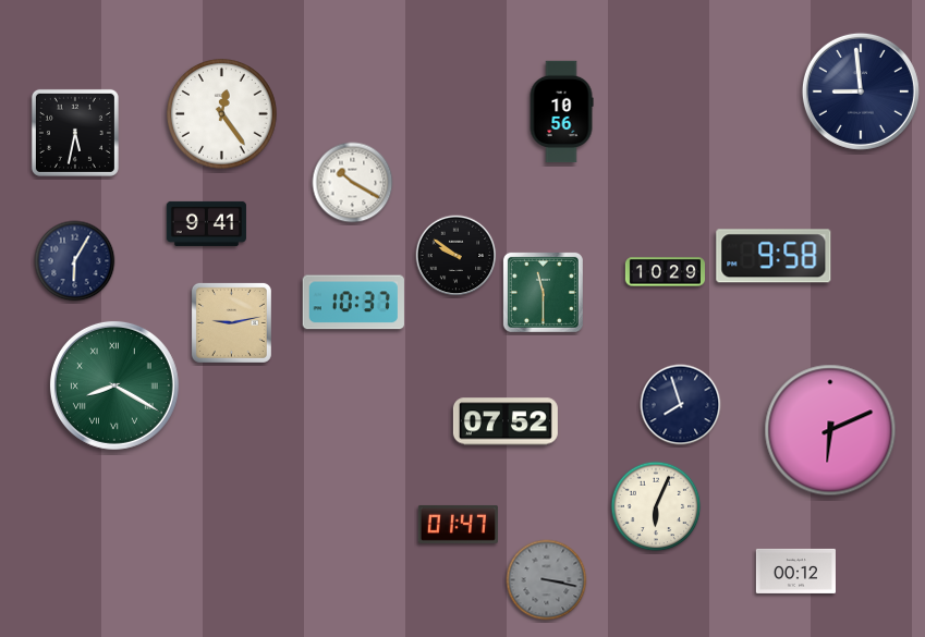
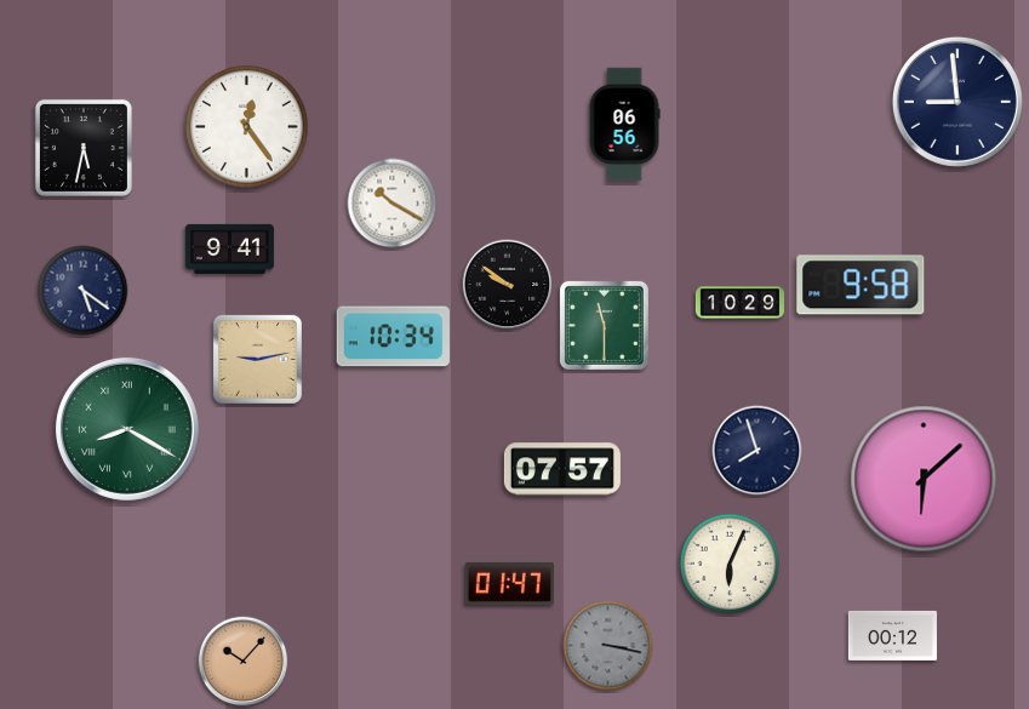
clock at (561, 112): 10:56 -> 06:56
clock at (75, 261): 6:05 -> 5:21
clock at (353, 303): 10:37 -> 10:34
clock at (506, 421): 07:52 -> 07:57
clock at (830, 430): 6:11 -> 6:08
clock at (795, 571) position: (795, 571) -> (892, 635)
clock at (244, 662): none -> 10:07
